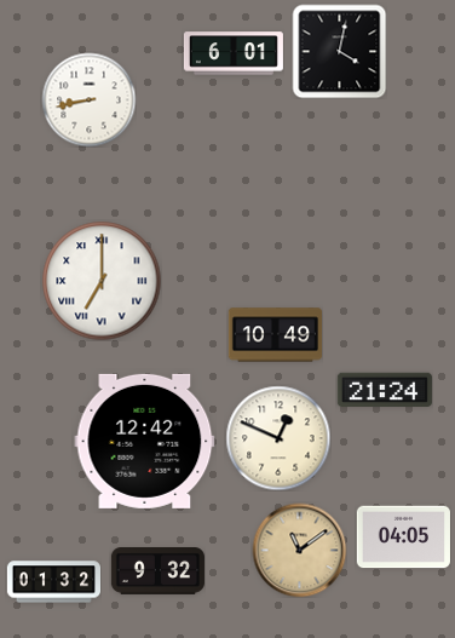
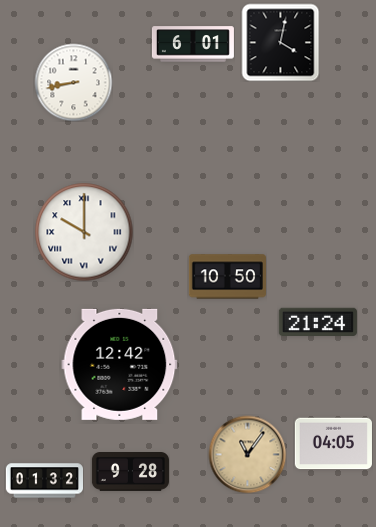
clock at (102, 281): 7:00 -> 10:00
clock at (275, 335): 10:49 -> 10:50
clock at (278, 438): 12:49 -> none
clock at (299, 550): 11:09 -> 11:06
clock at (157, 571): 9:32 -> 9:28
